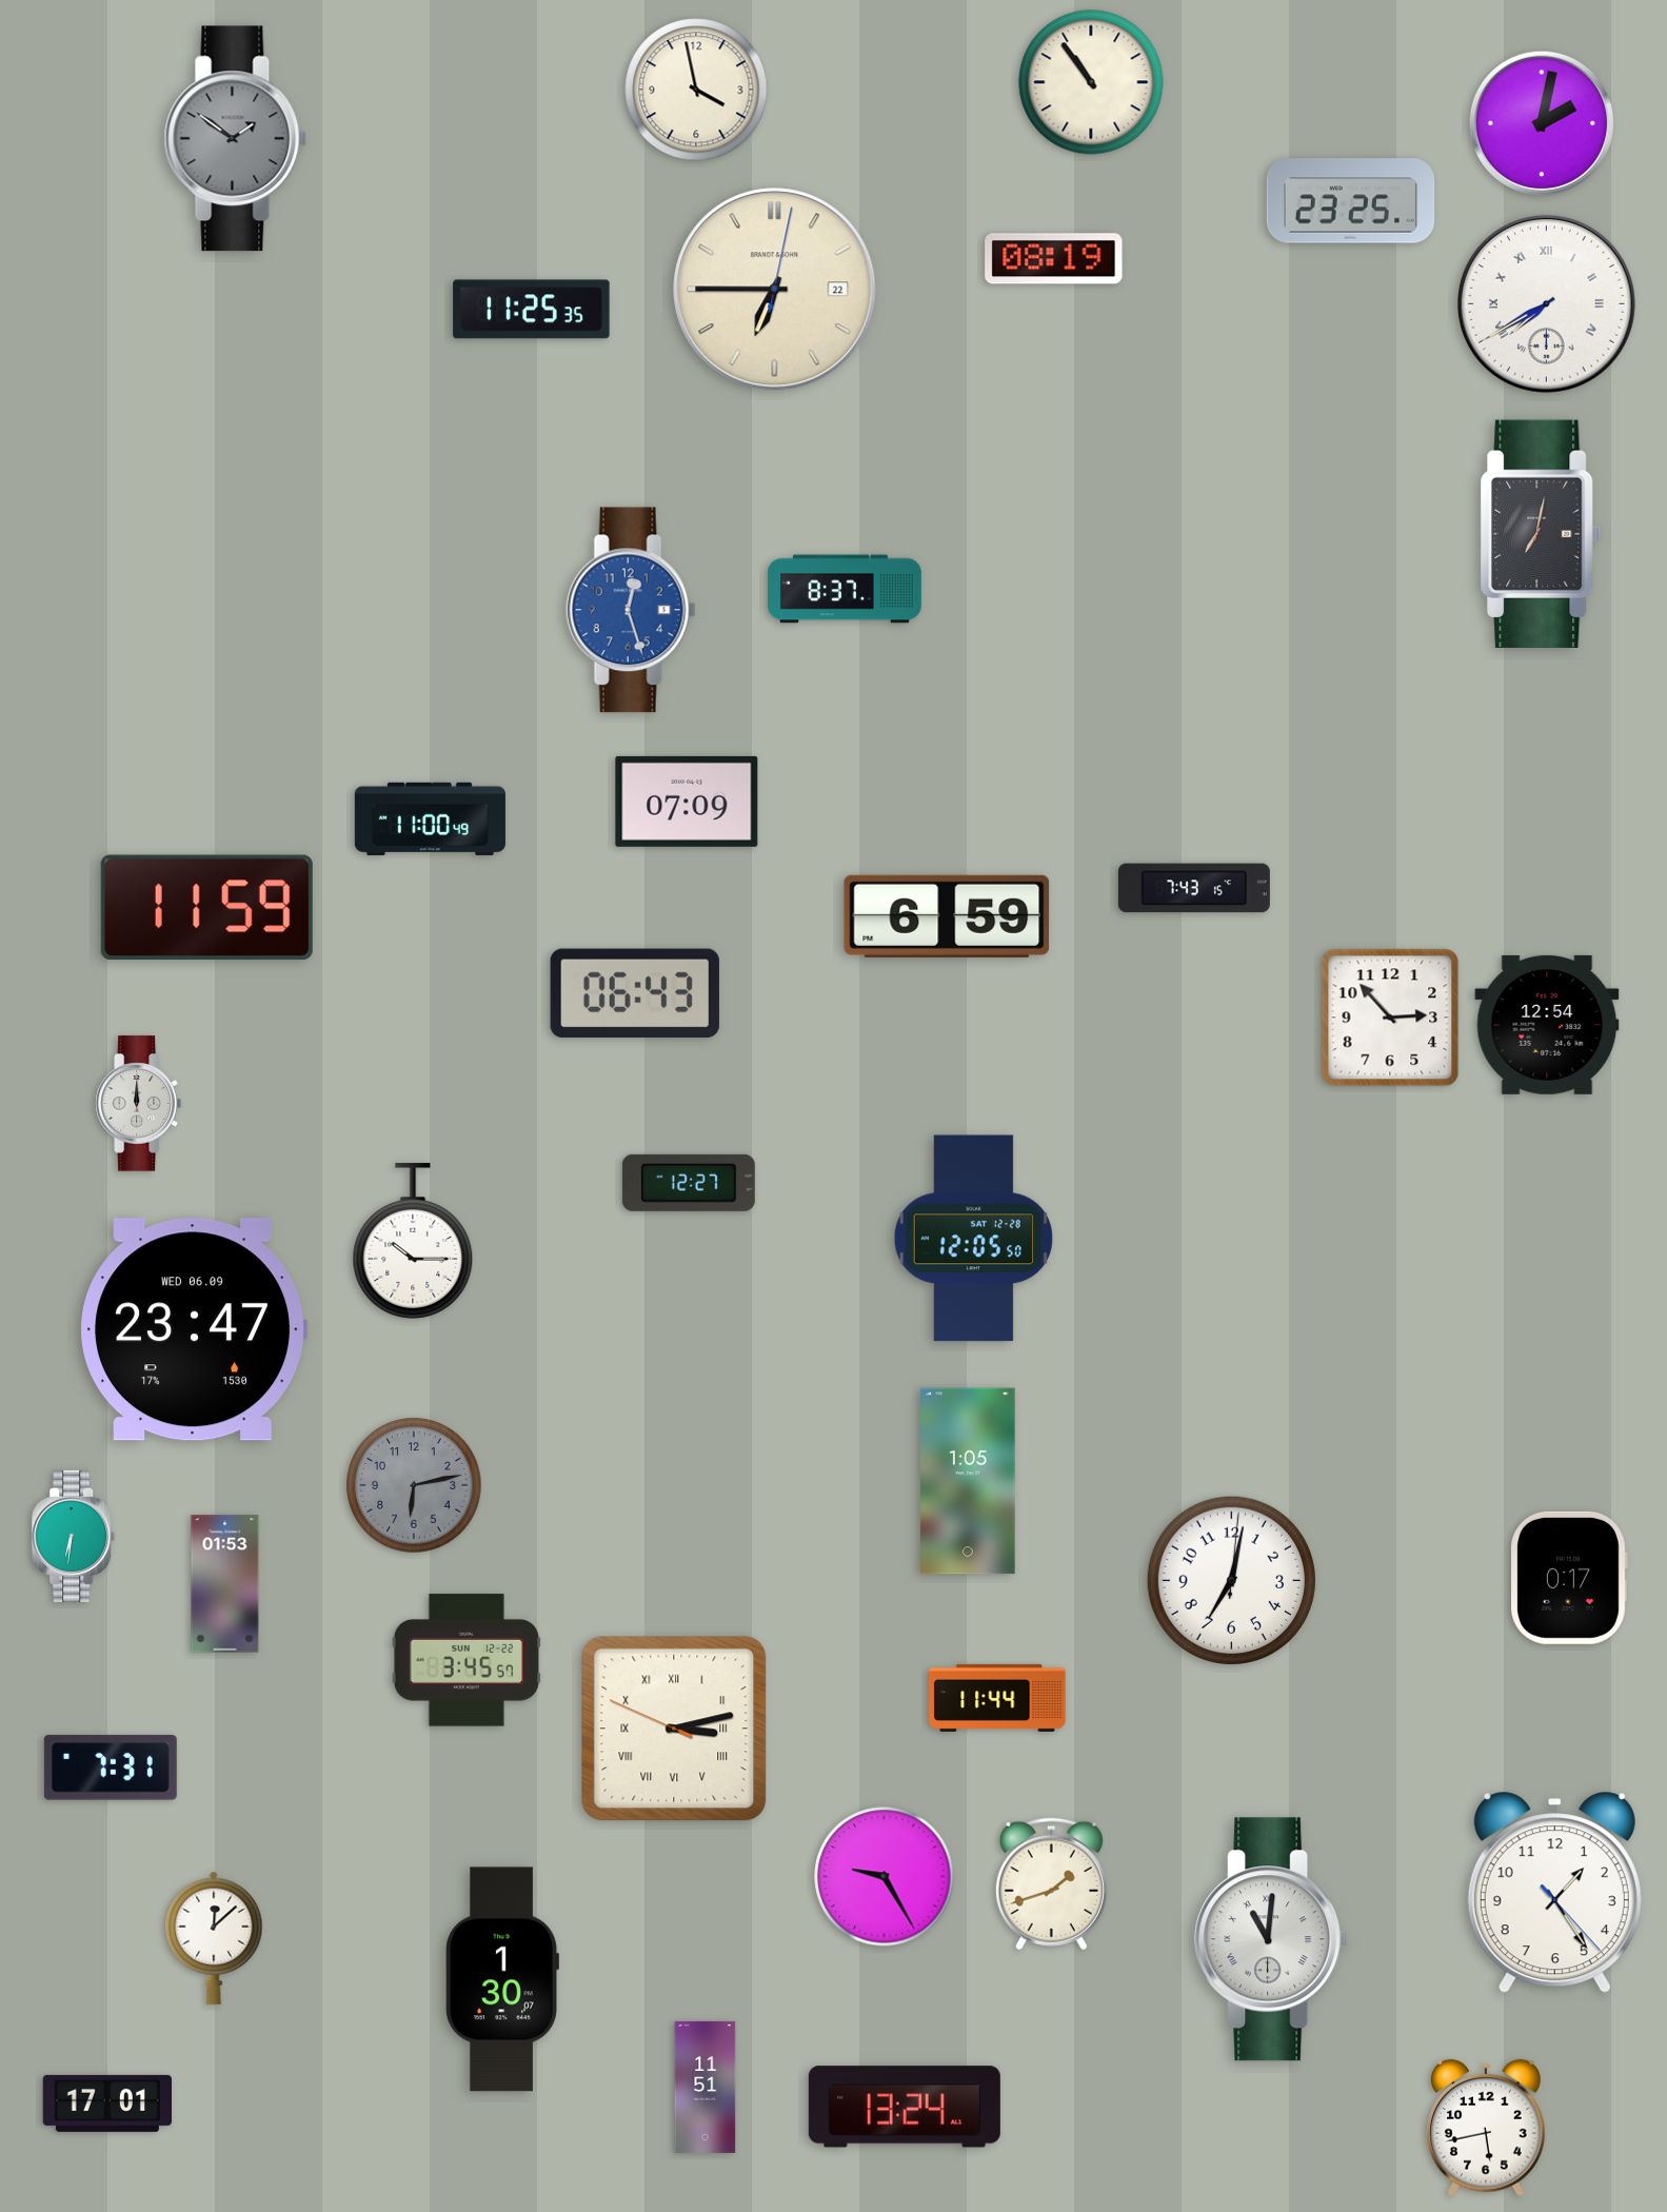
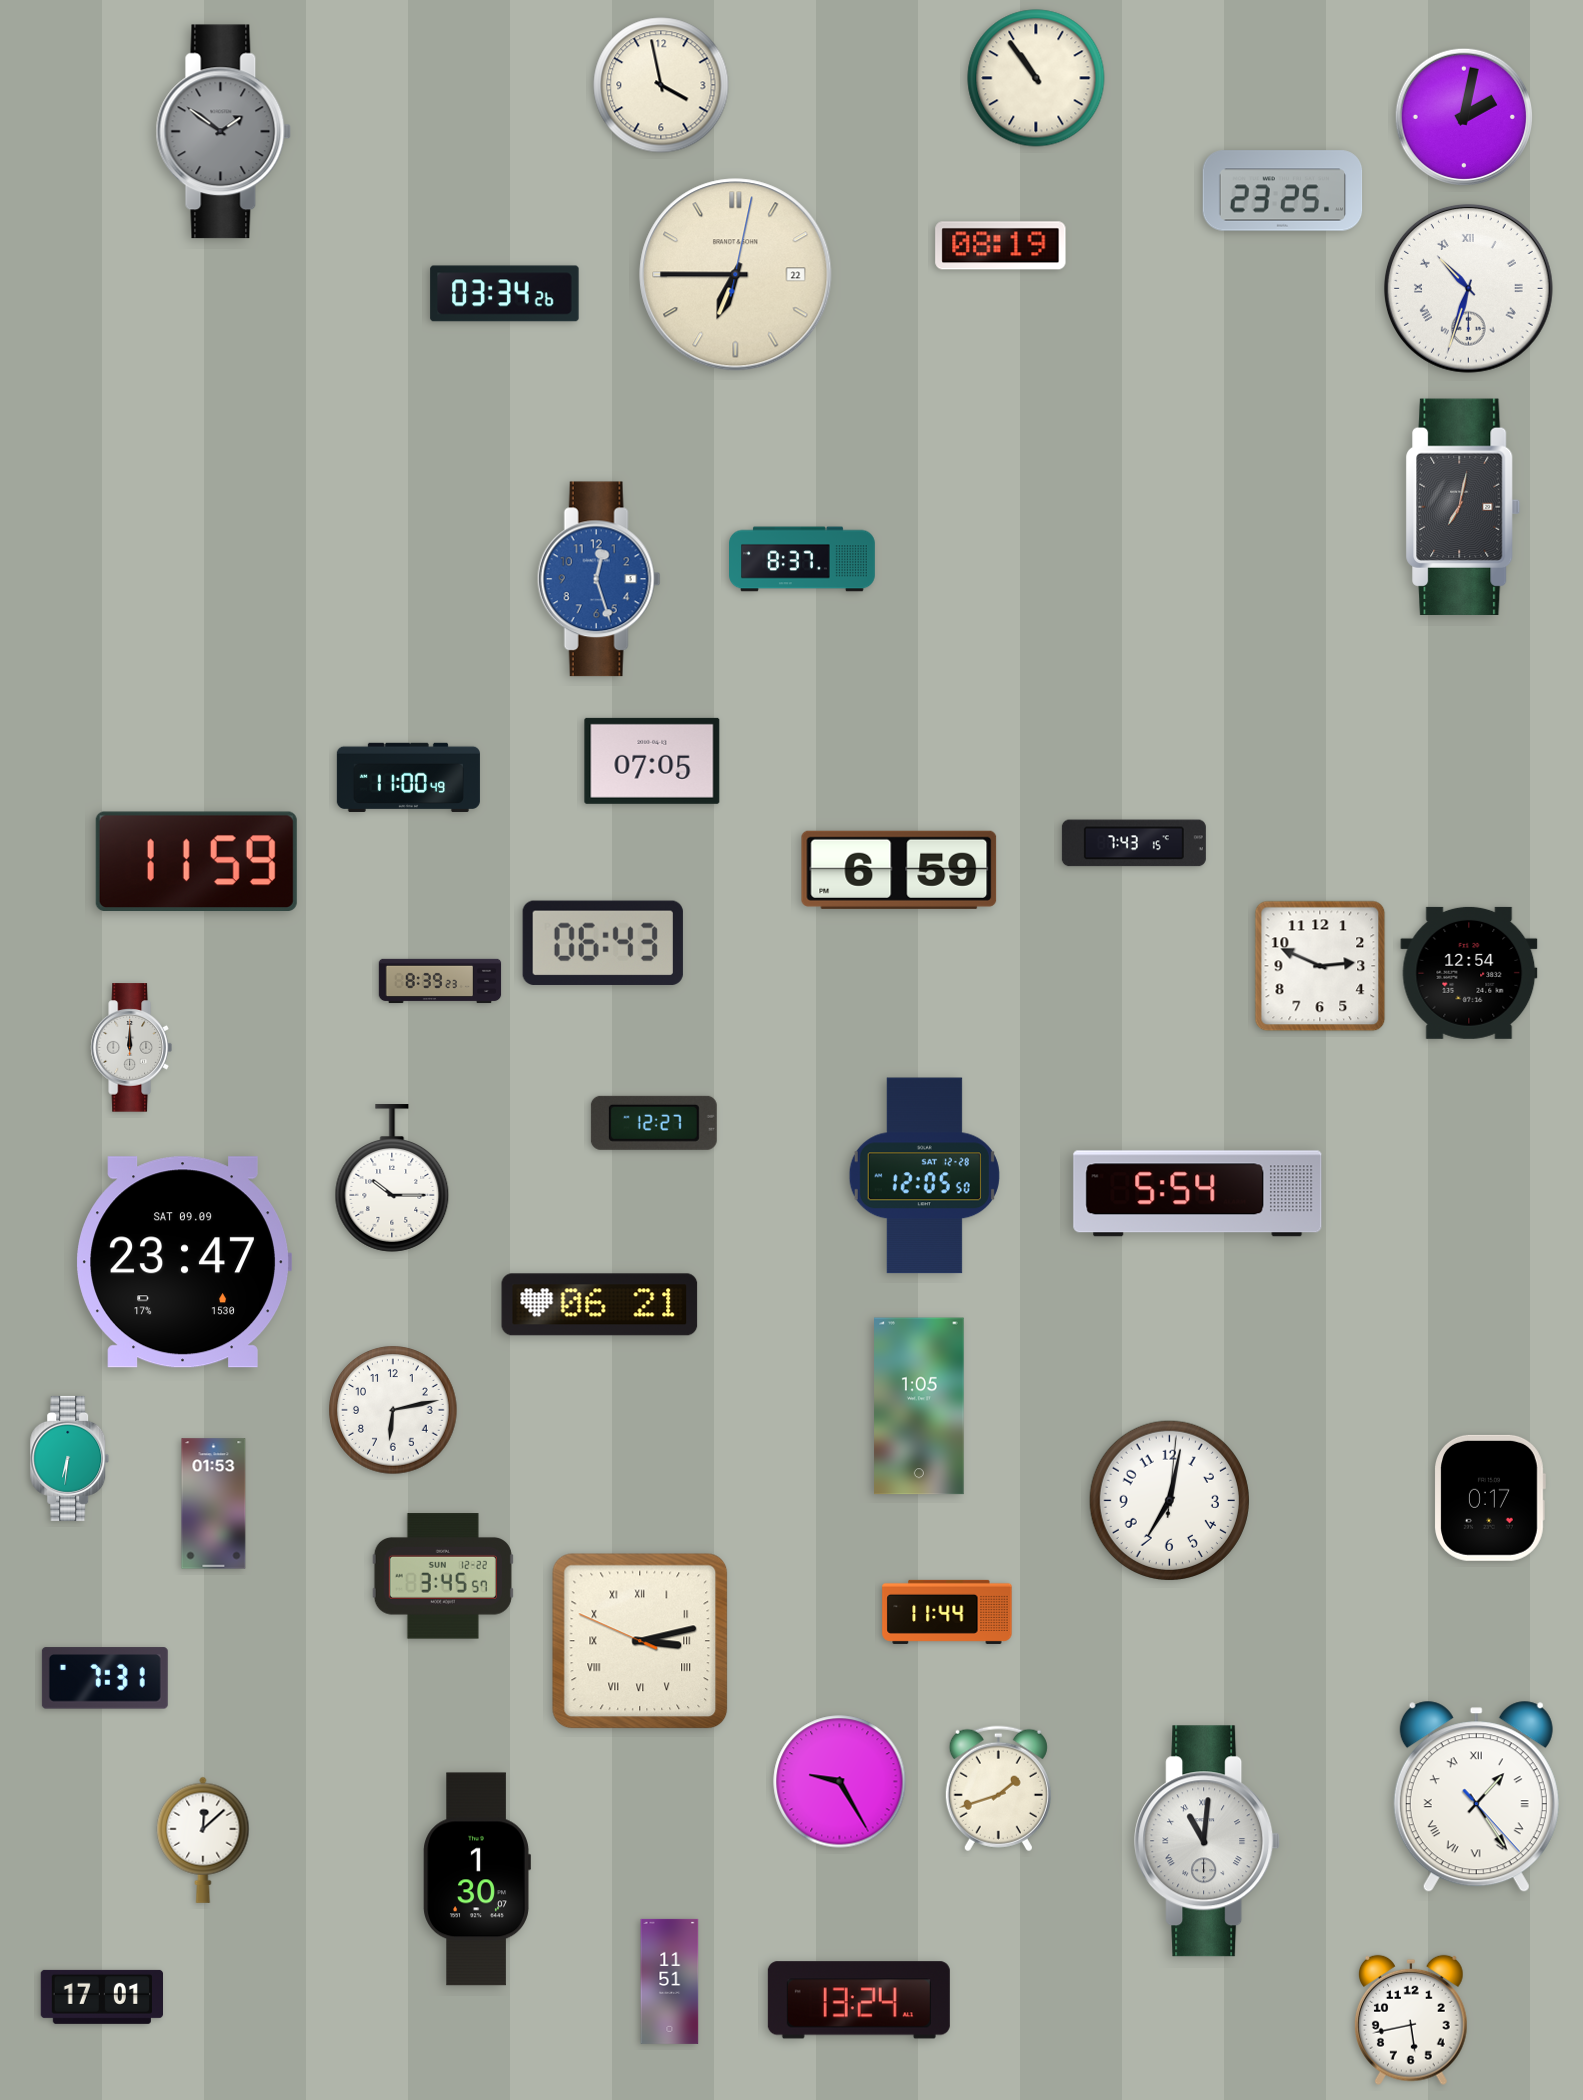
clock at (1546, 303): 7:40 -> 10:33
clock at (532, 310): 11:25 -> 03:34
clock at (687, 802): 07:09 -> 07:05
clock at (1390, 1018): 2:53 -> 2:49
clock at (440, 981): none -> 8:39
clock at (1198, 1194): none -> 5:54
clock at (194, 1329) date: WED 06.09 -> SAT 09.09
clock at (600, 1305): none -> 06:21
clock at (414, 1485) dial: grey -> white
clock at (1554, 1893) numerals: Arabic -> Roman
